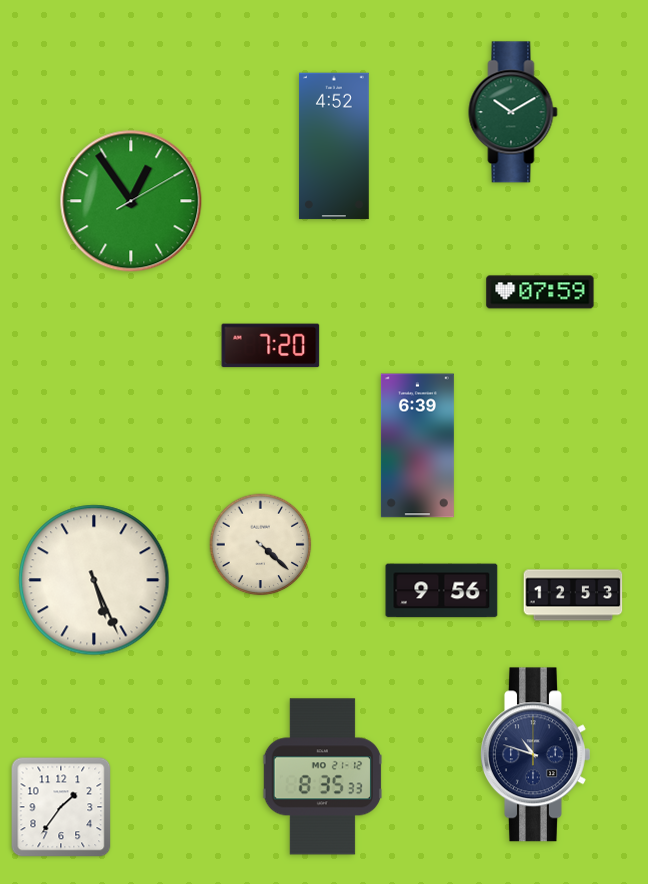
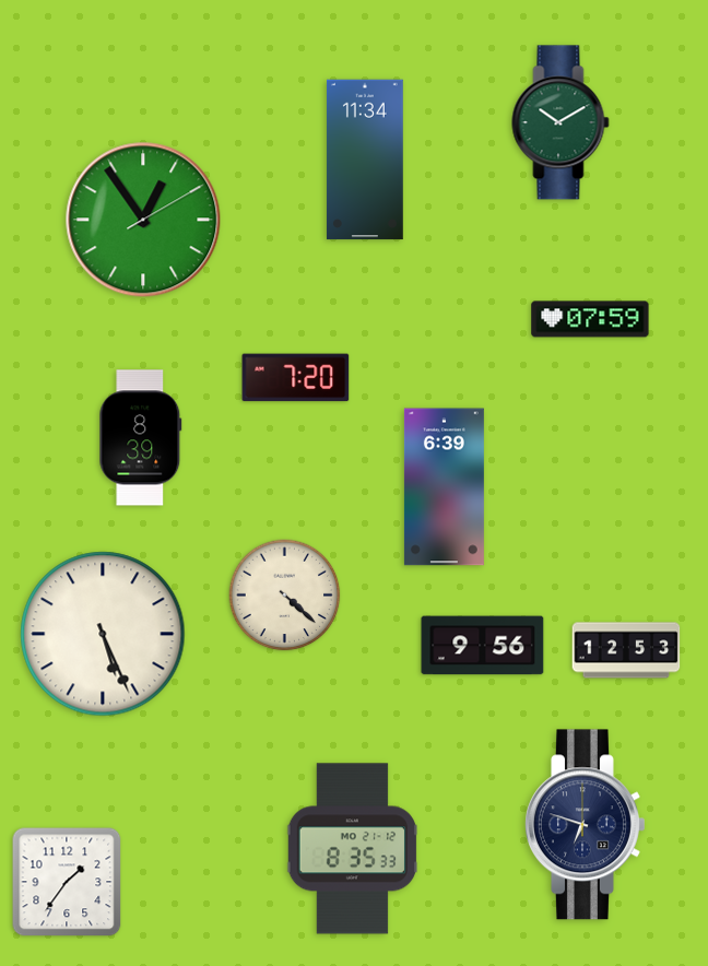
clock at (334, 146): 4:52 -> 11:34
clock at (141, 438): none -> 8:39
clock at (417, 446) position: (417, 446) -> (444, 487)
clock at (536, 755): 10:48 -> 6:48
